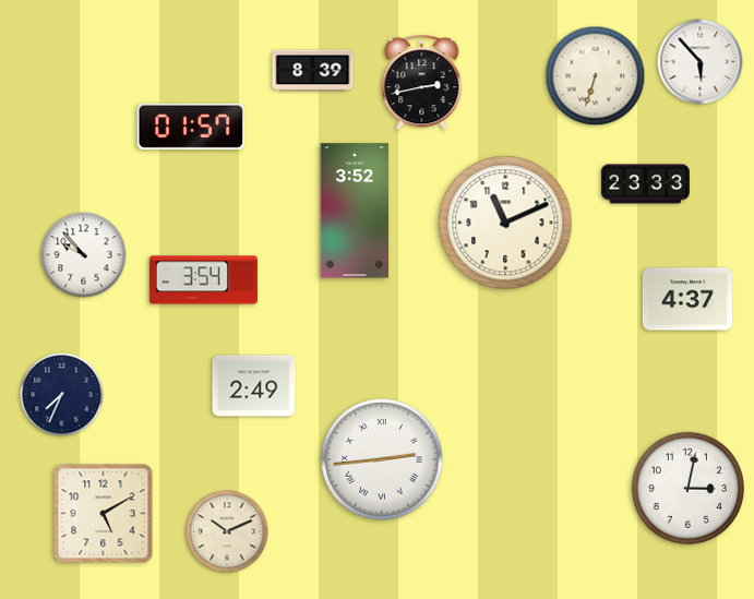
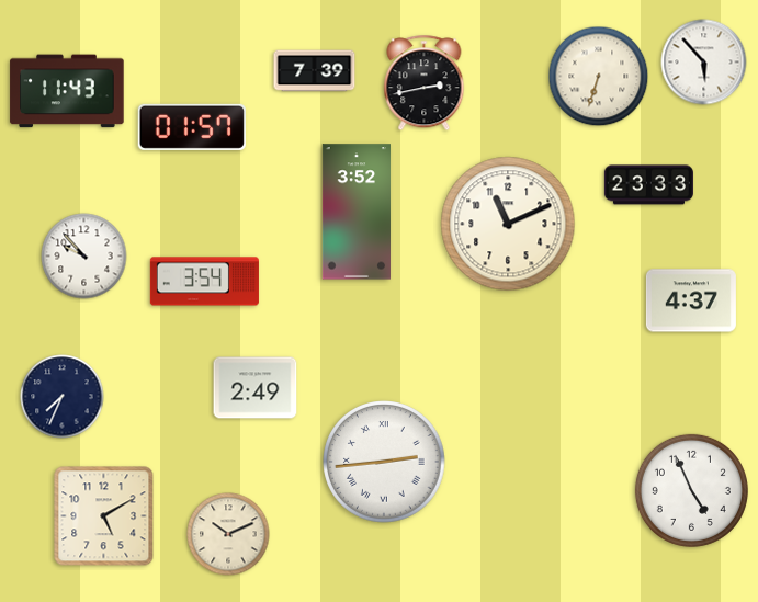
clock at (313, 71): 8:39 -> 7:39
clock at (67, 91): none -> 11:43
clock at (687, 488): 3:02 -> 4:56
